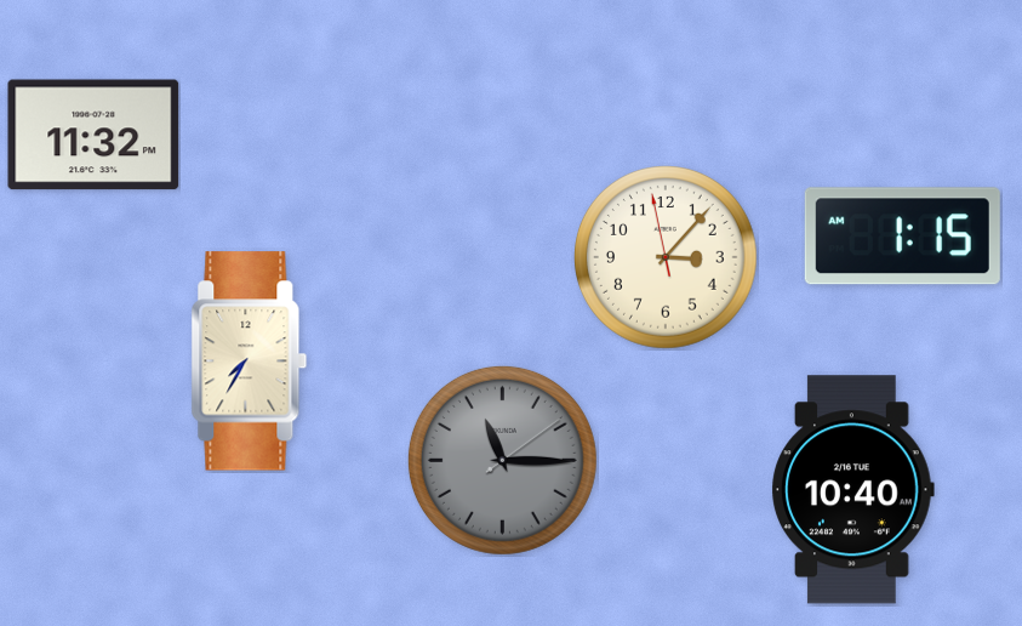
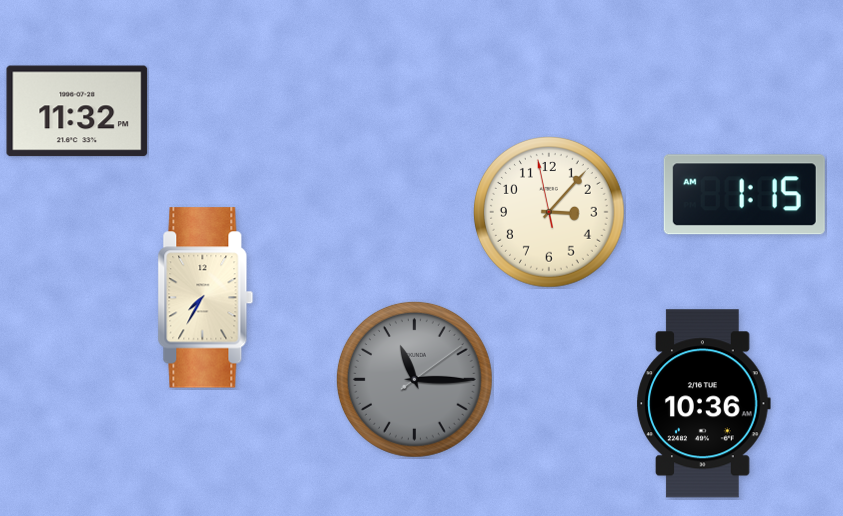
clock at (852, 490): 10:40 -> 10:36
